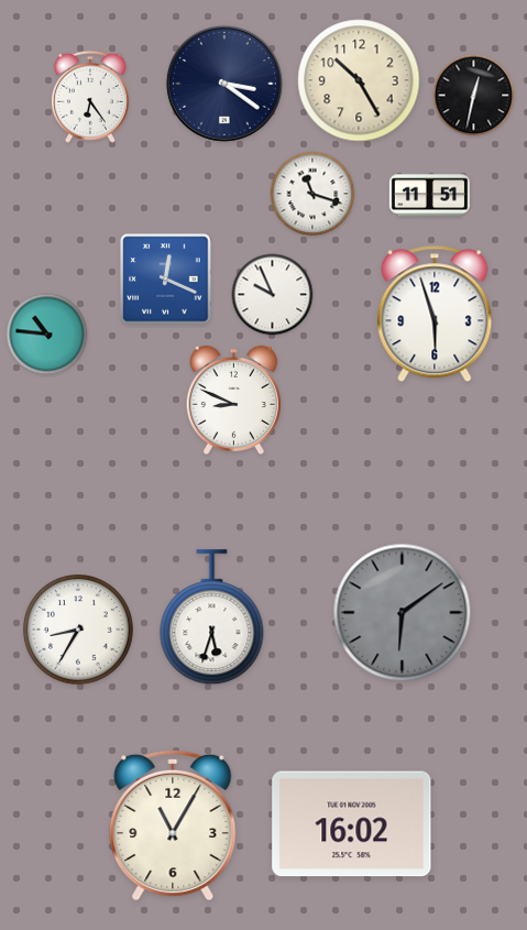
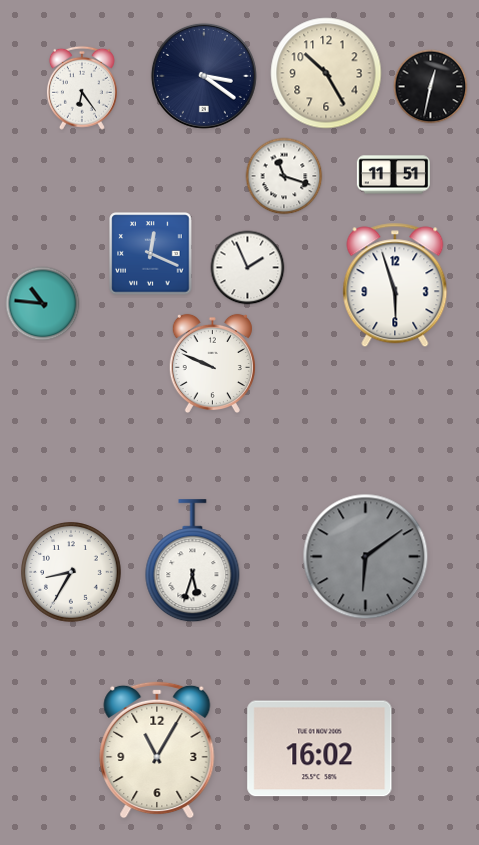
clock at (429, 196) position: (429, 196) -> (393, 175)
clock at (273, 295): 9:56 -> 1:56
clock at (233, 401): 8:49 -> 9:49
